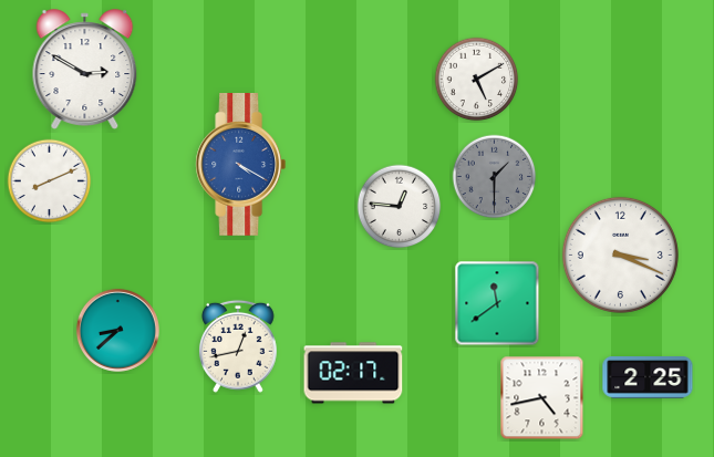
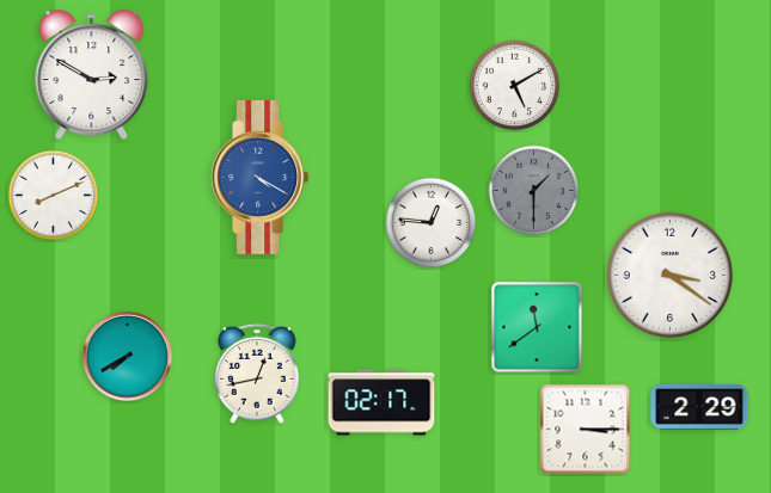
clock at (620, 255): 3:19 -> 3:21
clock at (117, 330): 8:38 -> 7:40
clock at (648, 378): 2:25 -> 2:29
clock at (542, 398): 4:43 -> 3:15
